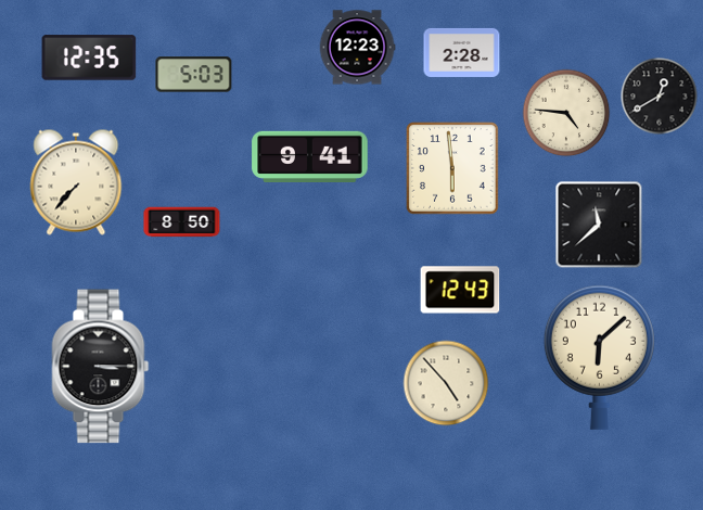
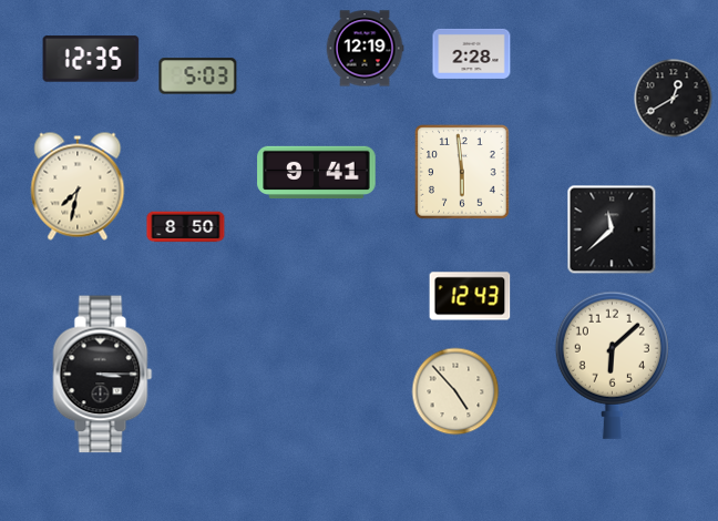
clock at (357, 48): 12:23 -> 12:19
clock at (566, 113): 4:46 -> none
clock at (310, 156) position: (310, 156) -> (317, 172)
clock at (76, 182): 7:37 -> 7:32
